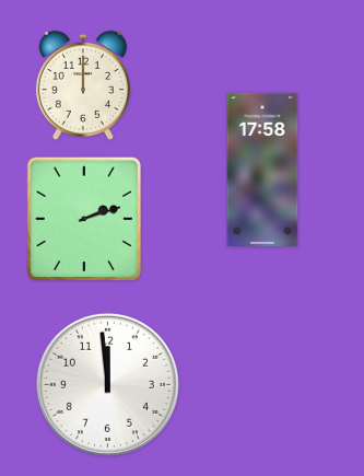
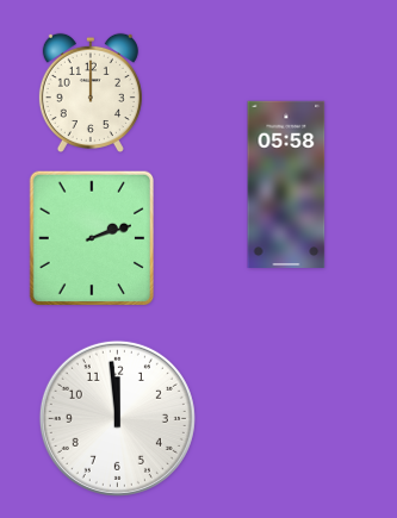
clock at (262, 170): 17:58 -> 05:58
